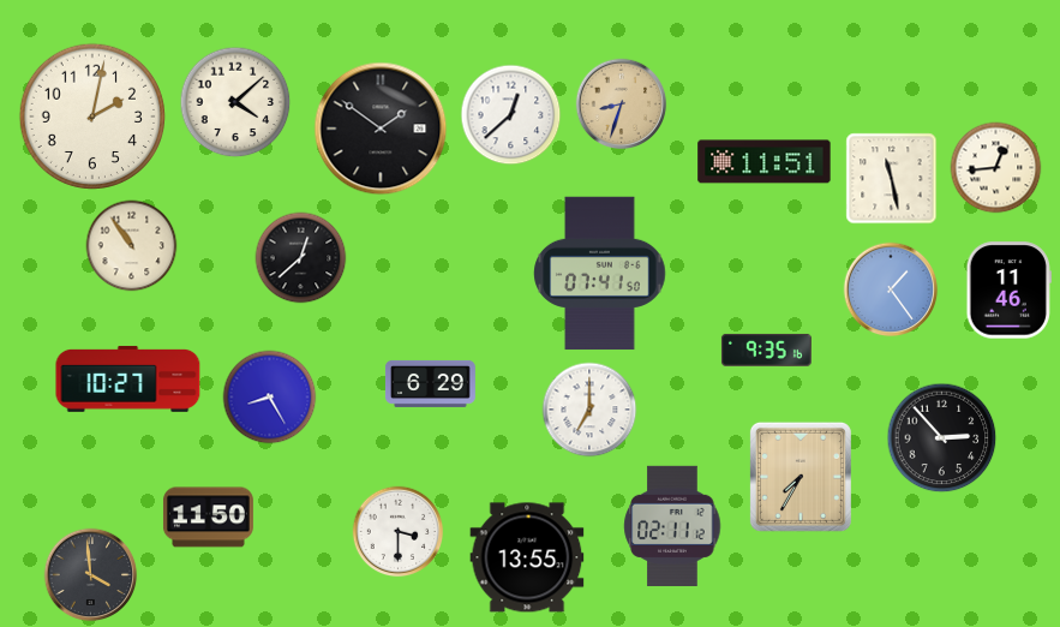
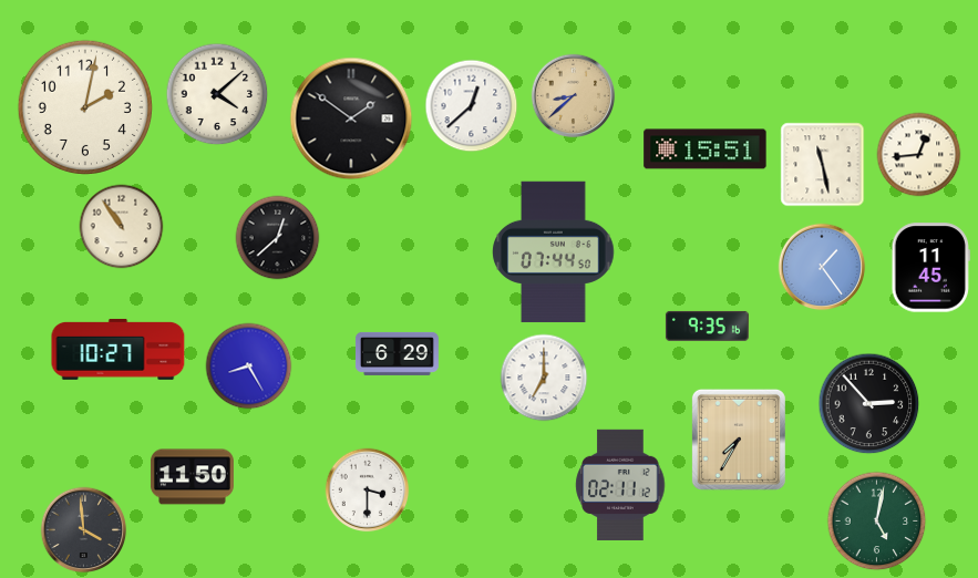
clock at (622, 104): 8:33 -> 8:38
clock at (765, 162): 11:51 -> 15:51
clock at (600, 274): 07:41 -> 07:44
clock at (1008, 291): 11:46 -> 11:45
clock at (766, 350) position: (766, 350) -> (707, 326)
clock at (527, 557): 13:55 -> none
clock at (877, 522): none -> 5:02
